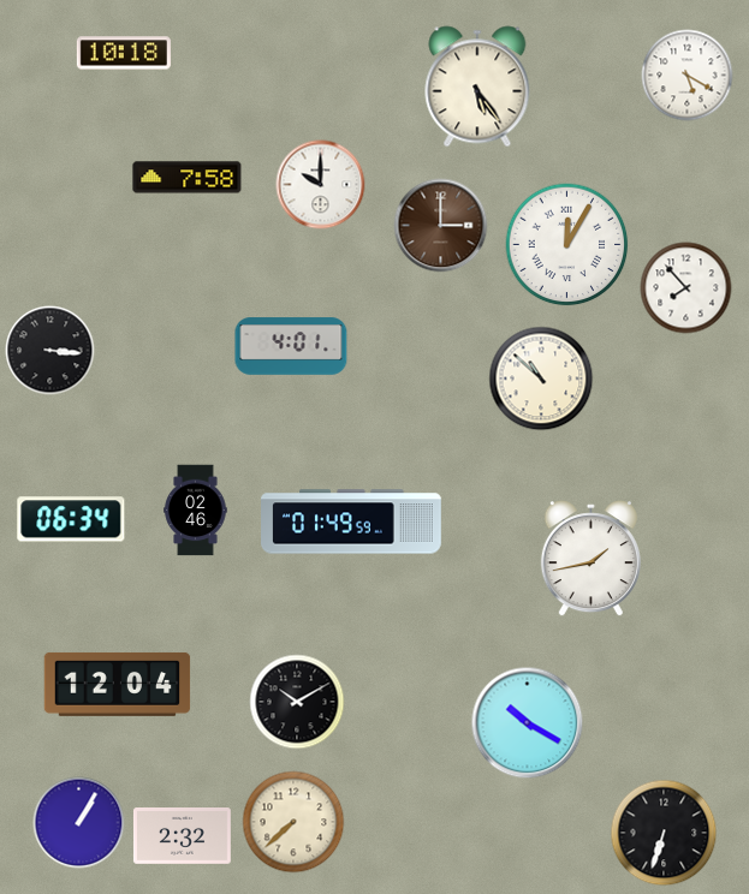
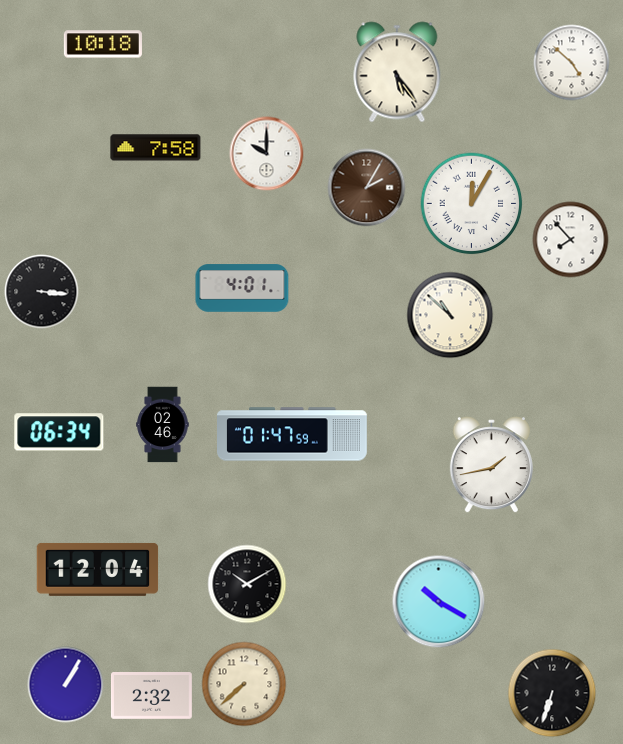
clock at (688, 76): 5:20 -> 4:52
clock at (441, 226): 3:00 -> 2:05
clock at (352, 521): 01:49 -> 01:47
